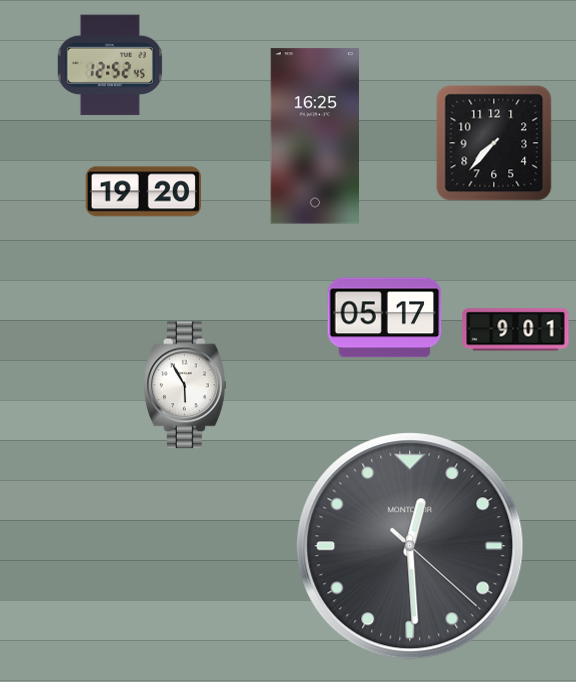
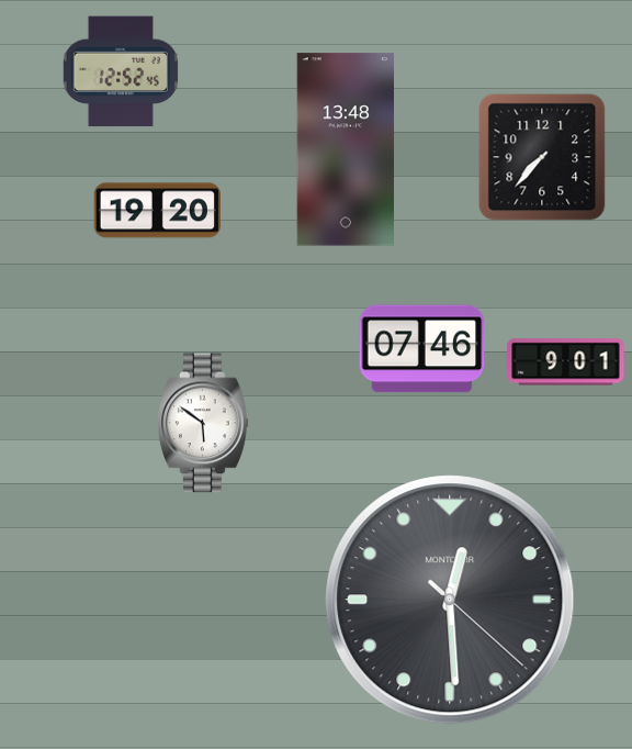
clock at (314, 136): 16:25 -> 13:48
clock at (385, 318): 05:17 -> 07:46
clock at (185, 385): 5:55 -> 5:51
